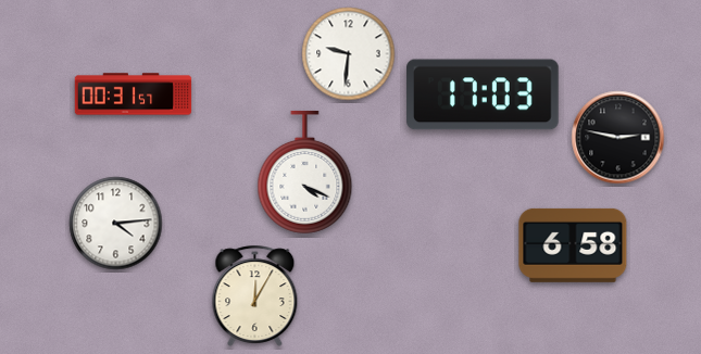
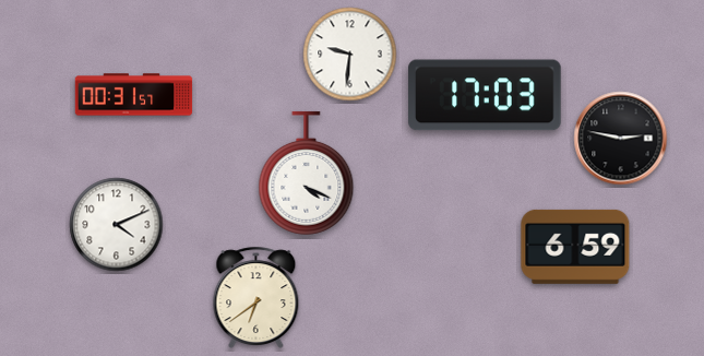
clock at (116, 224): 4:14 -> 4:11
clock at (573, 245): 6:58 -> 6:59
clock at (255, 295): 12:05 -> 6:39
